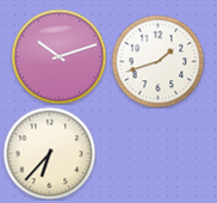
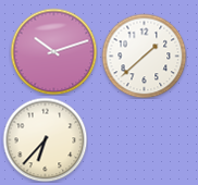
clock at (157, 61): 1:42 -> 1:38
